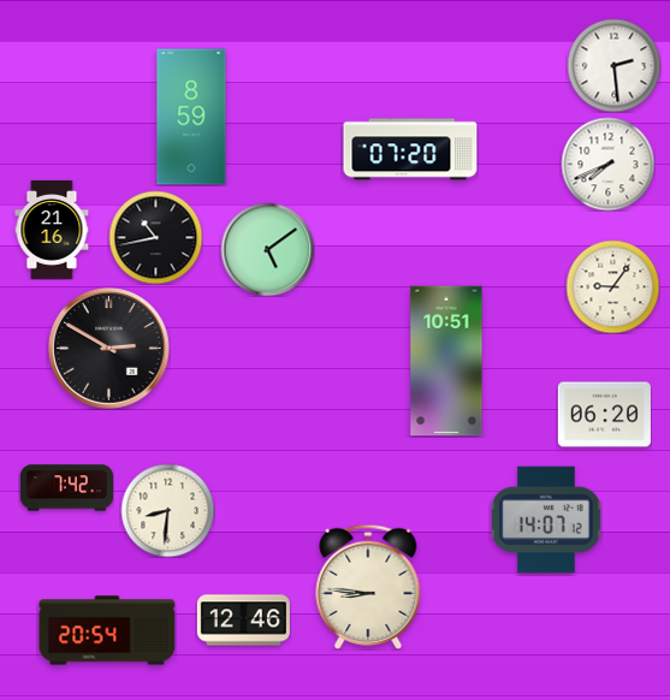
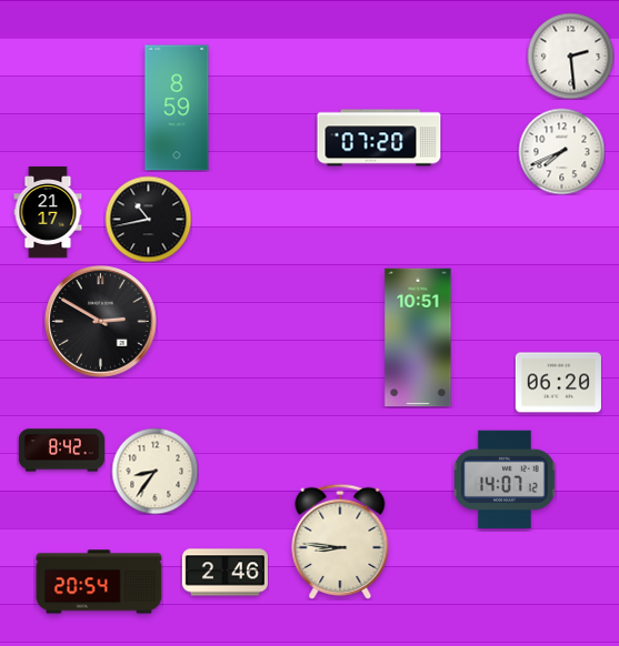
clock at (613, 65) position: (613, 65) -> (570, 55)
clock at (52, 230): 21:16 -> 21:17
clock at (155, 237) position: (155, 237) -> (148, 219)
clock at (267, 249): 5:09 -> none
clock at (612, 286): 9:06 -> none
clock at (446, 361) position: (446, 361) -> (418, 337)
clock at (66, 488): 7:42 -> 8:42
clock at (167, 510): 8:31 -> 8:36
clock at (243, 621): 12:46 -> 2:46
